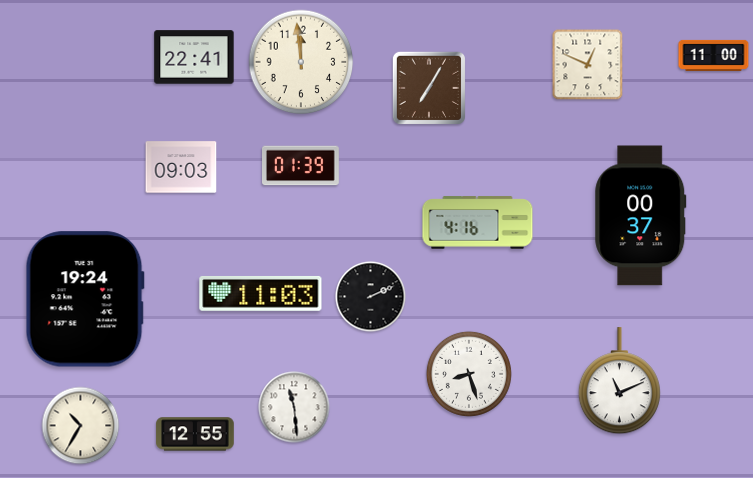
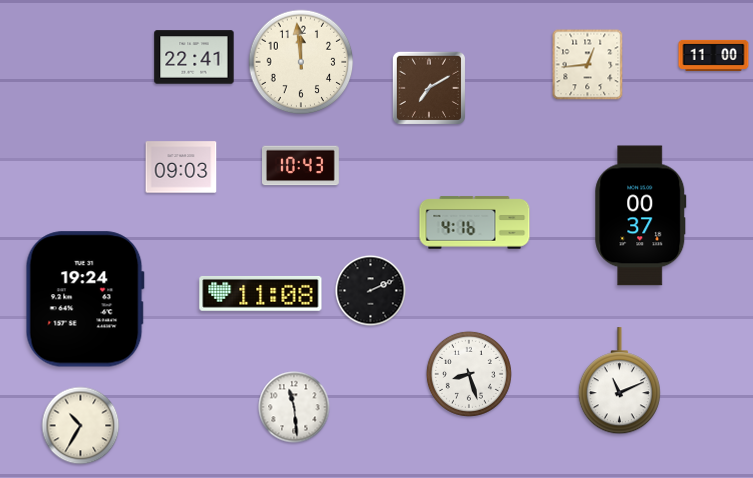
clock at (588, 65): 12:49 -> 12:44
clock at (429, 88): 7:05 -> 7:10
clock at (301, 166): 01:39 -> 10:43
clock at (478, 223) position: (478, 223) -> (475, 223)
clock at (261, 294): 11:03 -> 11:08
clock at (371, 297) position: (371, 297) -> (371, 291)
clock at (195, 434): 12:55 -> none
